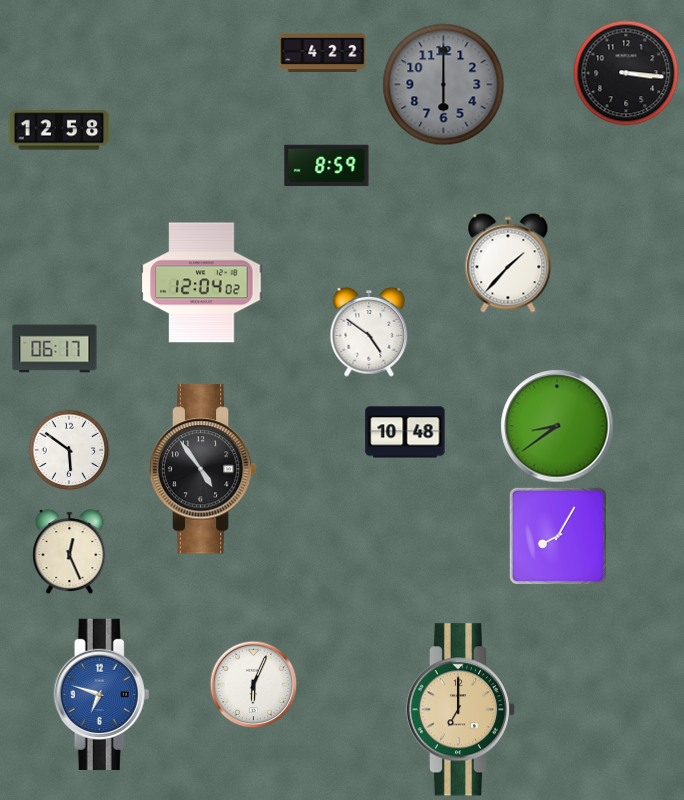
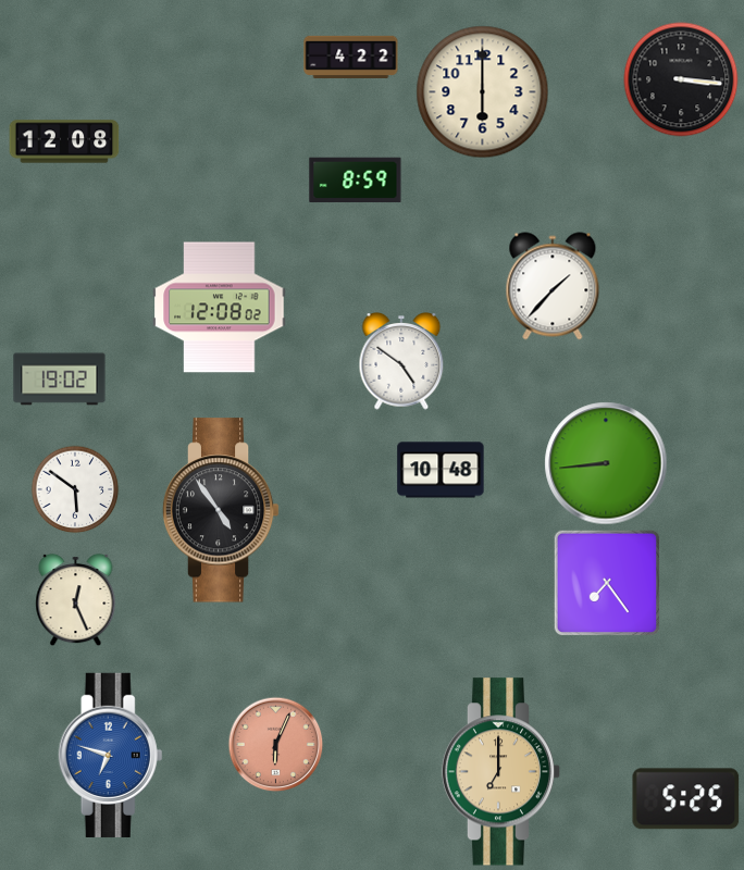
clock at (444, 85) dial: grey -> cream
clock at (59, 130): 12:58 -> 12:08
clock at (202, 283): 12:04 -> 12:08
clock at (55, 349): 06:17 -> 19:02
clock at (557, 426): 8:39 -> 8:44
clock at (557, 535): 8:05 -> 7:24
clock at (253, 684) dial: white -> salmon
clock at (686, 799): none -> 5:25
